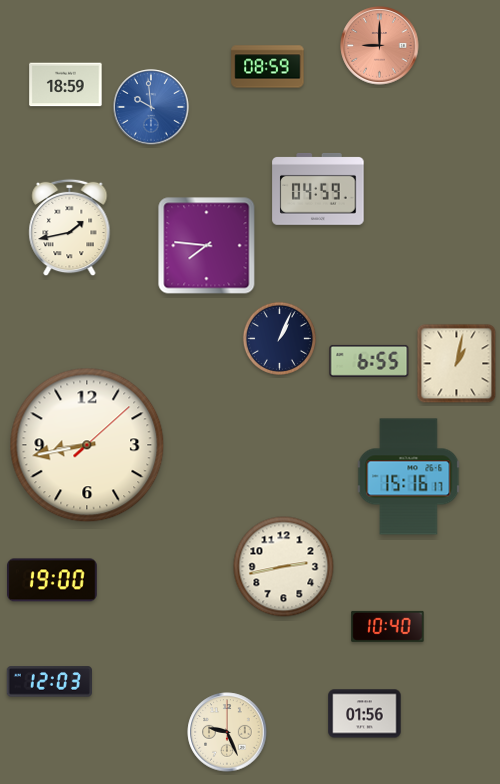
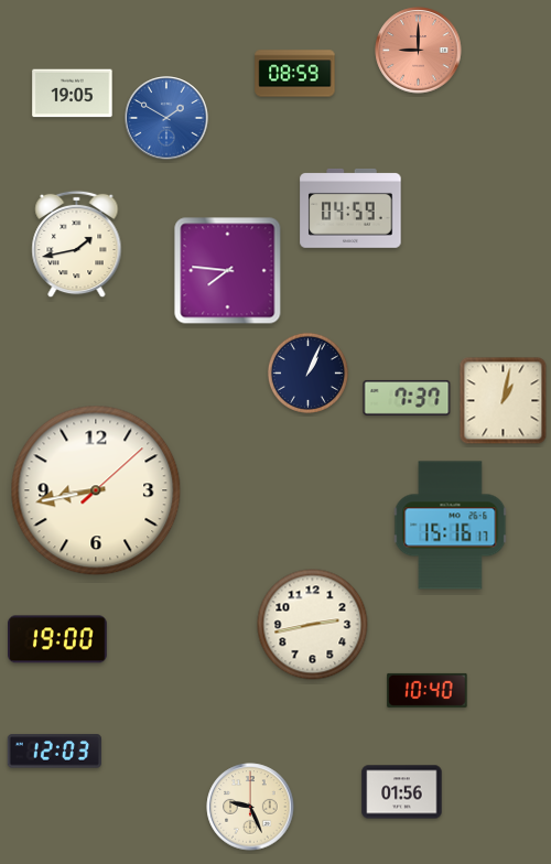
clock at (66, 85): 18:59 -> 19:05
clock at (151, 107): 9:59 -> 1:50
clock at (70, 228) position: (70, 228) -> (77, 245)
clock at (369, 361): 6:55 -> 7:37
clock at (365, 714) position: (365, 714) -> (402, 792)
